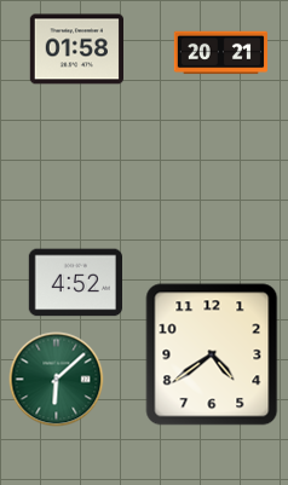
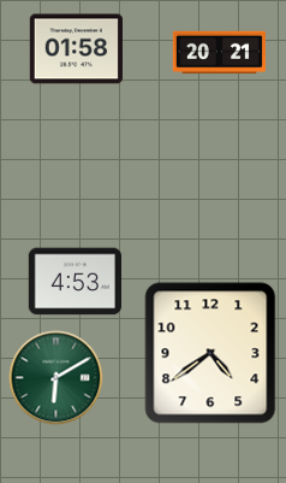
clock at (75, 283): 4:52 -> 4:53
clock at (56, 379): 6:08 -> 6:10
